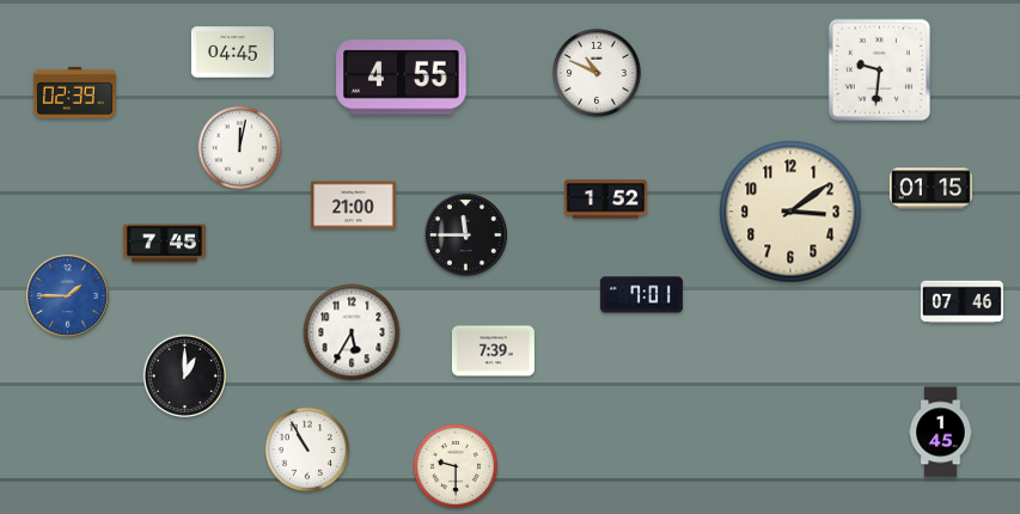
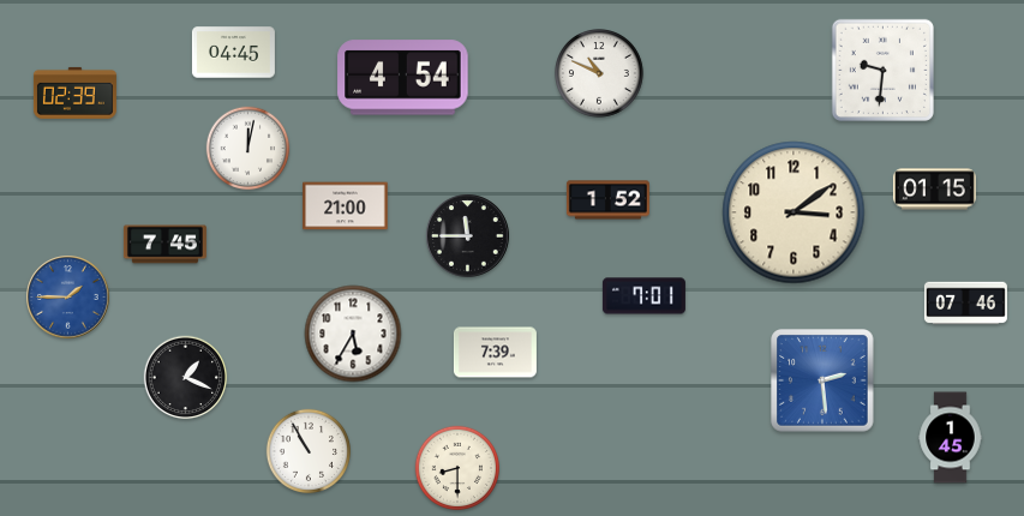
clock at (402, 78): 4:55 -> 4:54
clock at (240, 148) position: (240, 148) -> (248, 149)
clock at (354, 206) position: (354, 206) -> (346, 206)
clock at (185, 377): 1:00 -> 1:19
clock at (822, 380): none -> 2:29
clock at (941, 433) position: (941, 433) -> (951, 438)
clock at (454, 465): 9:30 -> 8:30
